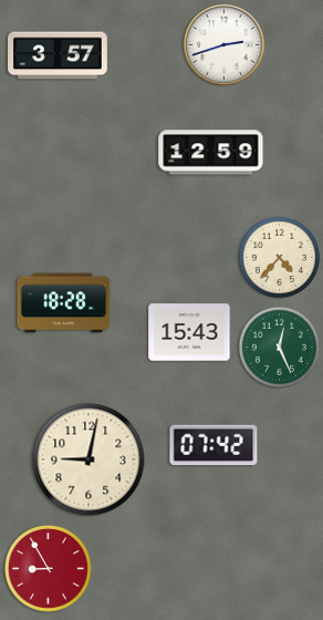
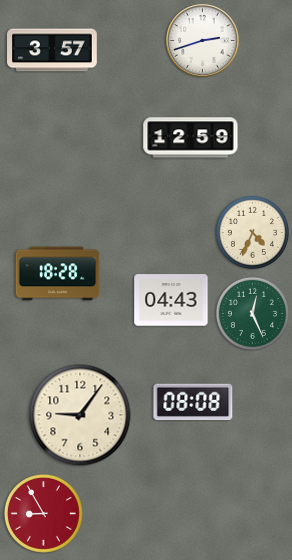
clock at (279, 257): 4:37 -> 4:34
clock at (189, 332): 15:43 -> 04:43
clock at (213, 445): 07:42 -> 08:08
clock at (88, 459): 9:02 -> 9:06
